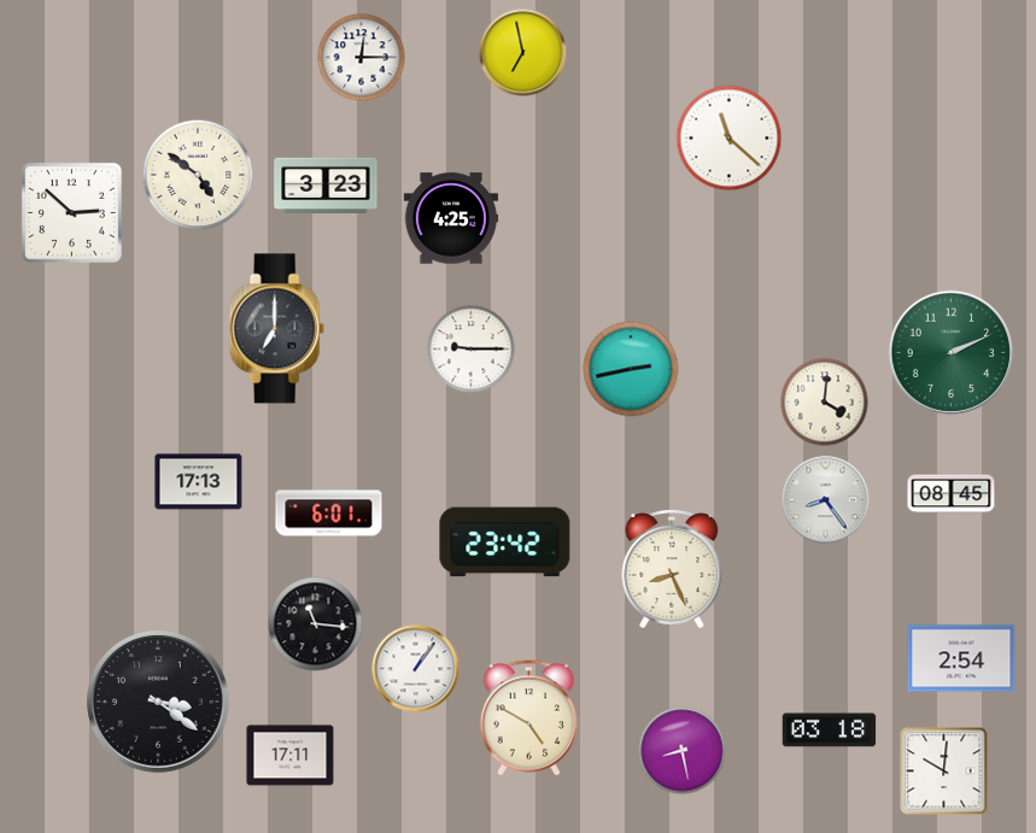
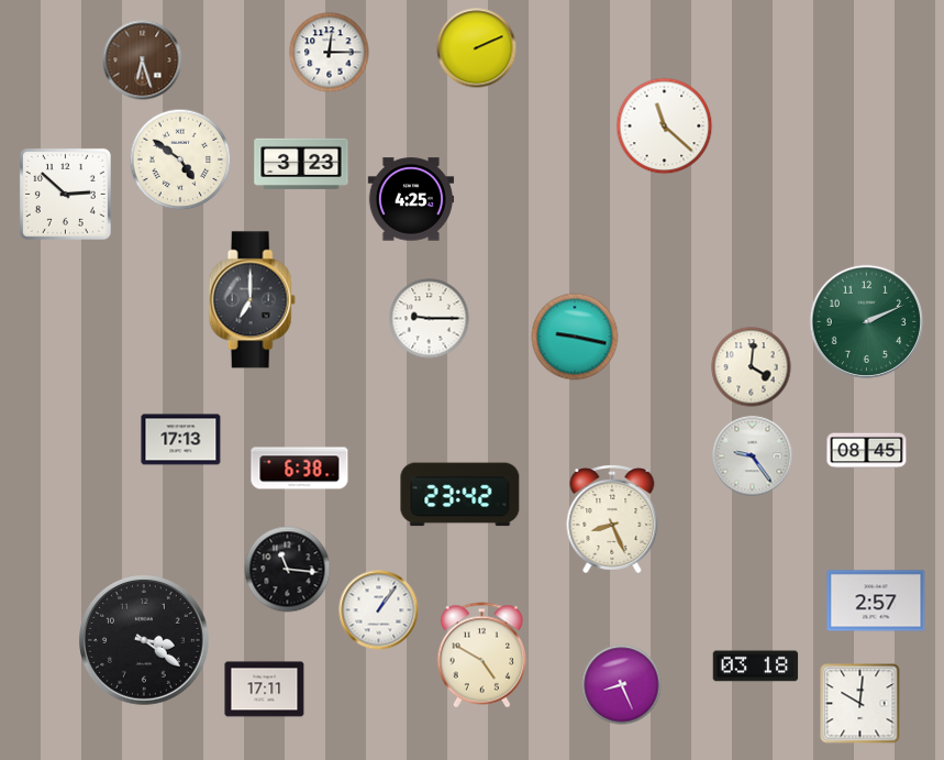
clock at (523, 53): 6:58 -> 2:11
clock at (143, 60): none -> 6:27
clock at (326, 186) position: (326, 186) -> (301, 164)
clock at (631, 369): 2:43 -> 9:17
clock at (826, 500): 8:24 -> 9:24
clock at (329, 514): 6:01 -> 6:38
clock at (961, 658): 2:54 -> 2:57
clock at (683, 751): 8:28 -> 8:26
